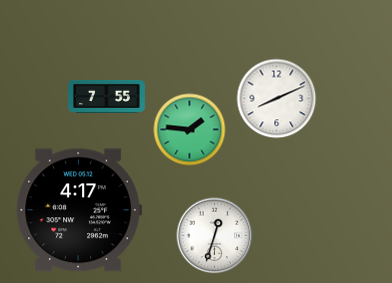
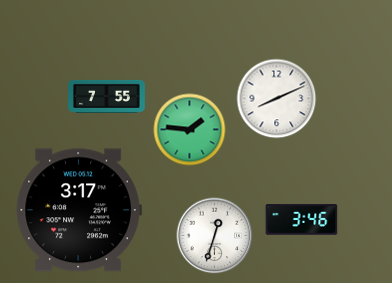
clock at (79, 210): 4:17 -> 3:17
clock at (302, 220): none -> 3:46
